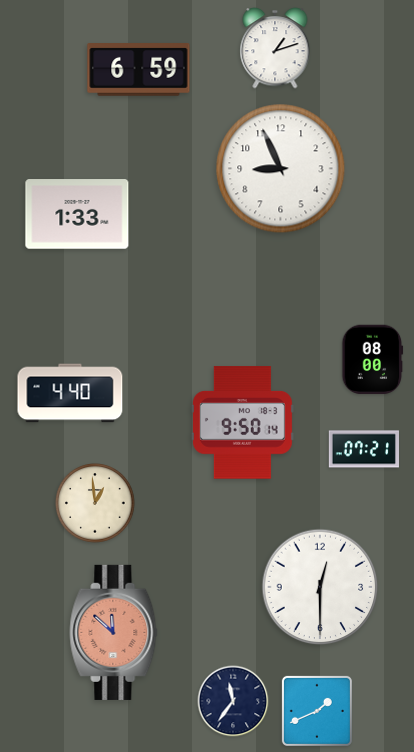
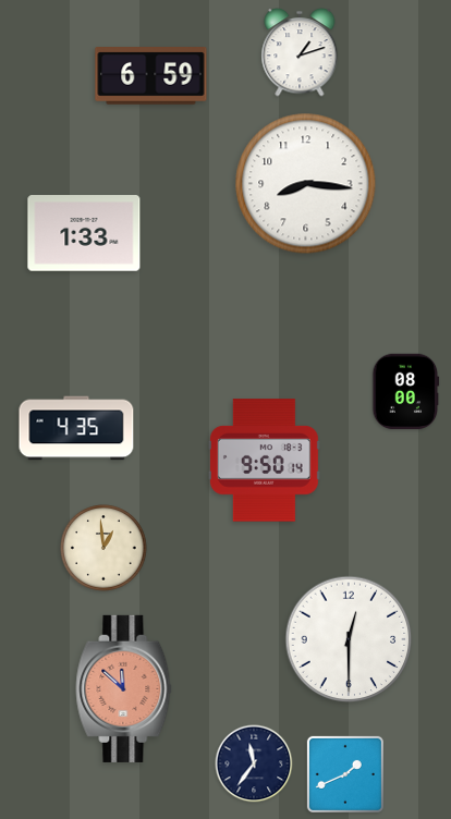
clock at (281, 169): 8:56 -> 8:16
clock at (70, 393): 4:40 -> 4:35
clock at (363, 449): 07:21 -> none
